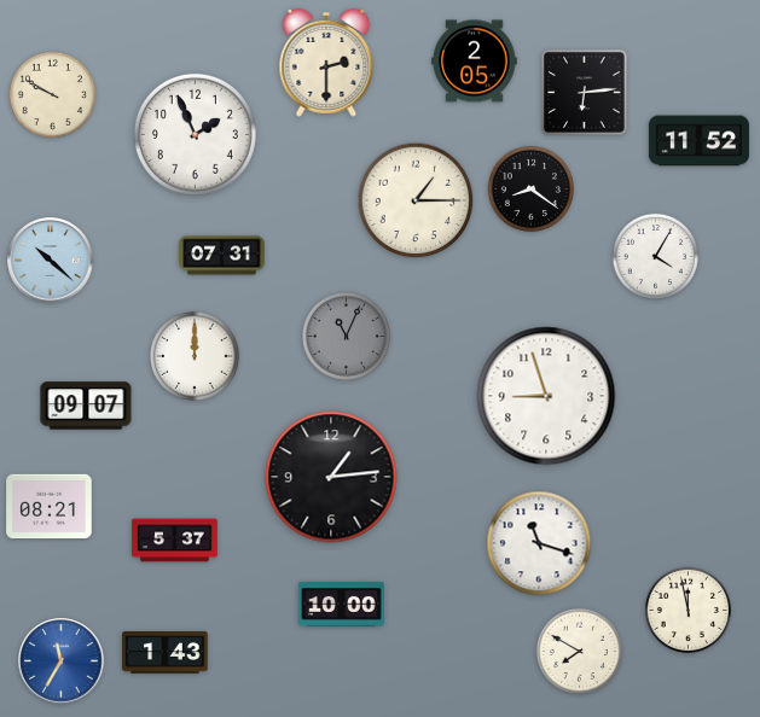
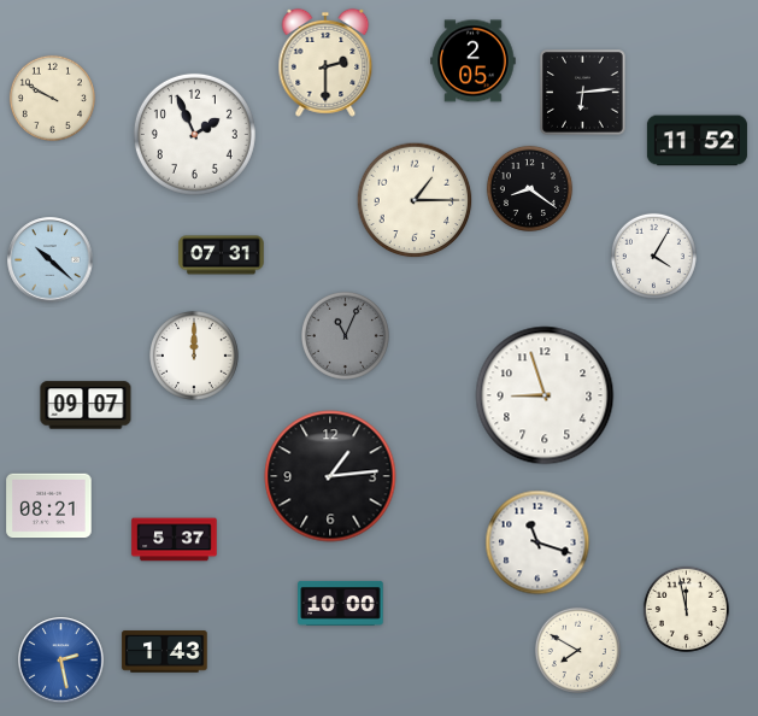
clock at (52, 94) position: (52, 94) -> (52, 98)
clock at (62, 661): 11:35 -> 2:28
